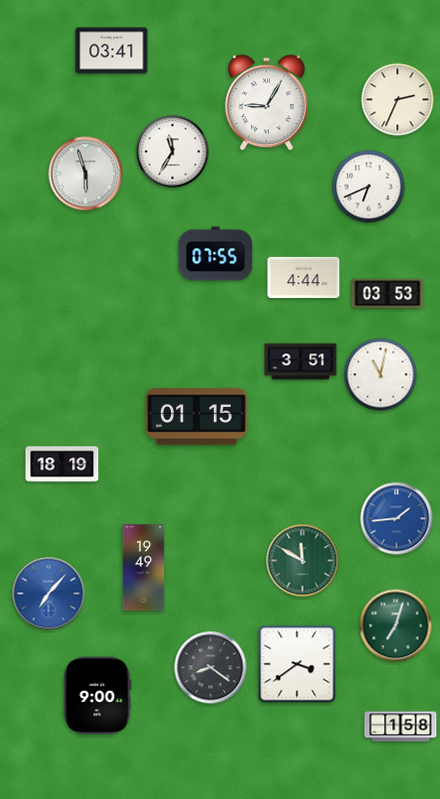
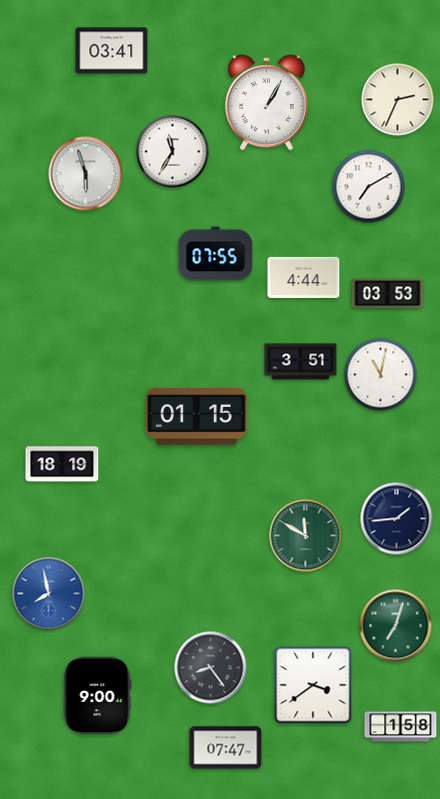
clock at (266, 102): 9:05 -> 1:05
clock at (369, 187): 6:41 -> 7:10
clock at (397, 519) dial: blue -> navy
clock at (303, 561) position: (303, 561) -> (306, 536)
clock at (144, 568): 19:49 -> none
clock at (49, 594): 7:07 -> 7:58
clock at (297, 664) position: (297, 664) -> (313, 685)
clock at (211, 668): 8:21 -> 8:24
clock at (226, 748): none -> 07:47
